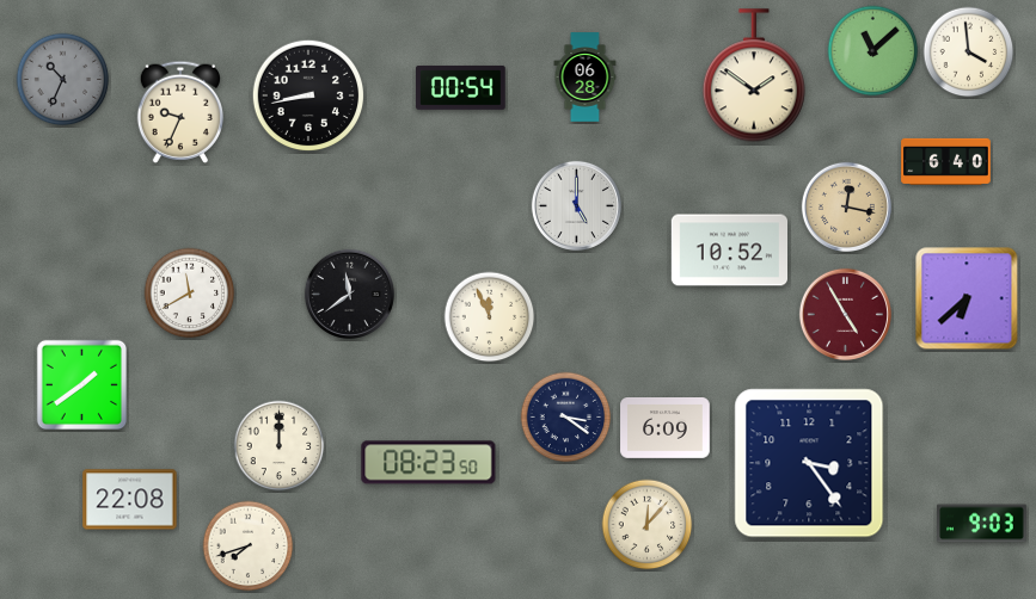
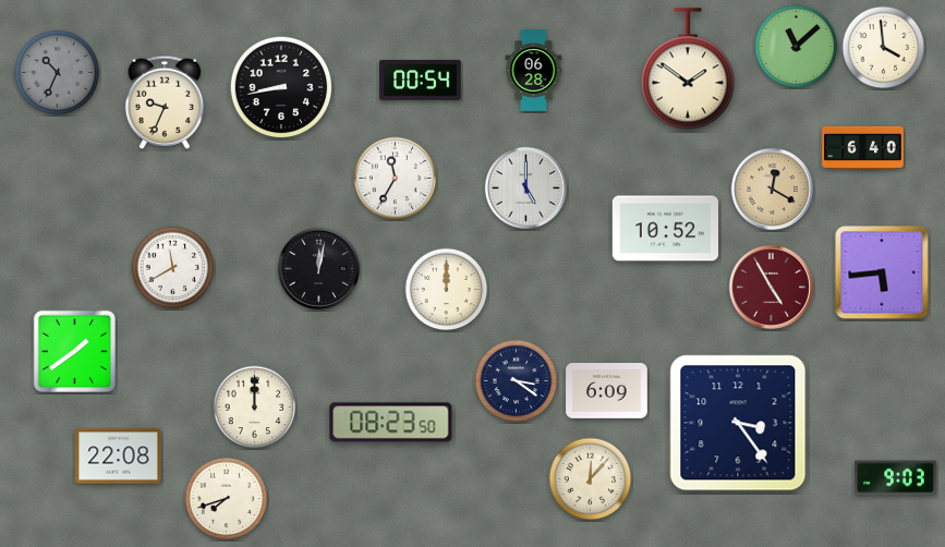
clock at (396, 179): none -> 11:35
clock at (846, 206): 12:17 -> 12:20
clock at (349, 294): 11:39 -> 12:02
clock at (967, 298): 6:38 -> 5:44
clock at (490, 317): 11:56 -> 12:00
